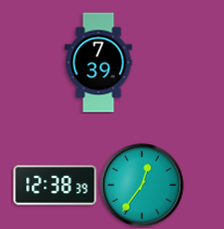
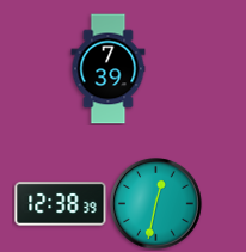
clock at (142, 186): 12:36 -> 12:32
